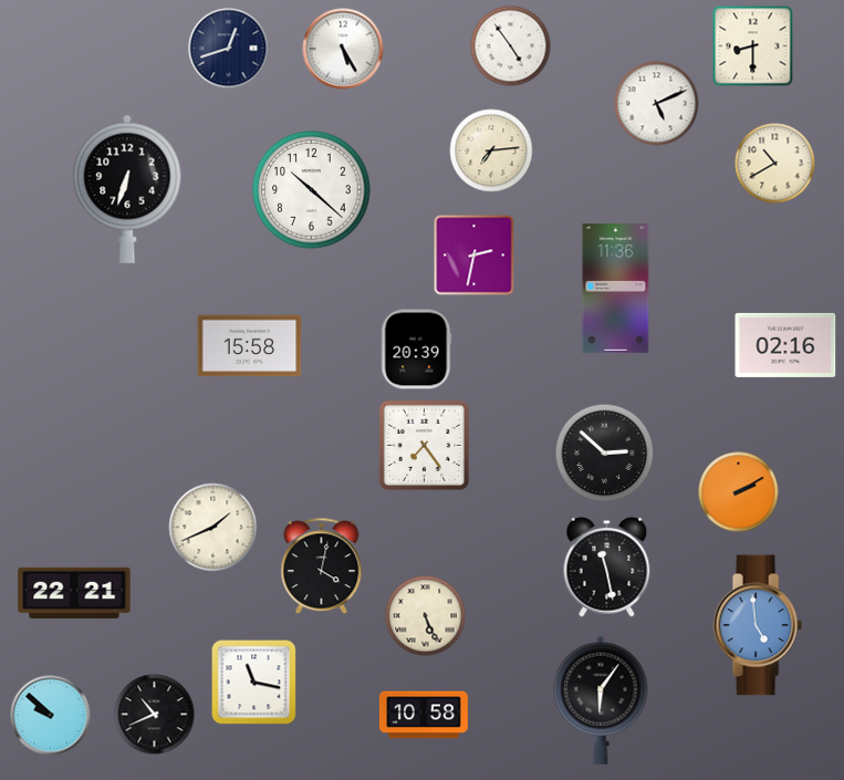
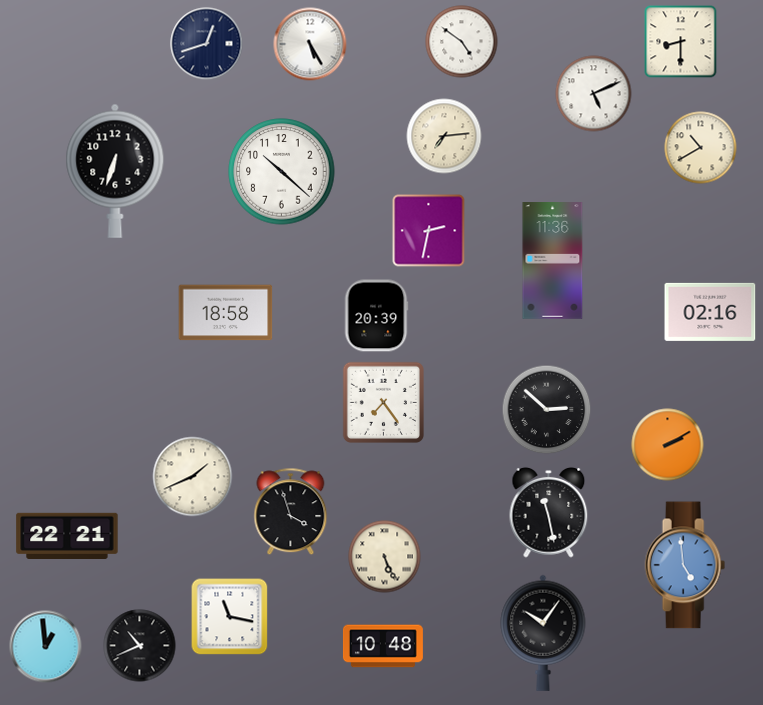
clock at (511, 46): 4:54 -> 4:51
clock at (616, 289) position: (616, 289) -> (553, 261)
clock at (250, 346): 15:58 -> 18:58
clock at (322, 566): 4:02 -> 3:57
clock at (601, 700): 6:06 -> 10:06
clock at (424, 715): 10:58 -> 10:48
clock at (51, 716): 9:52 -> 12:59
